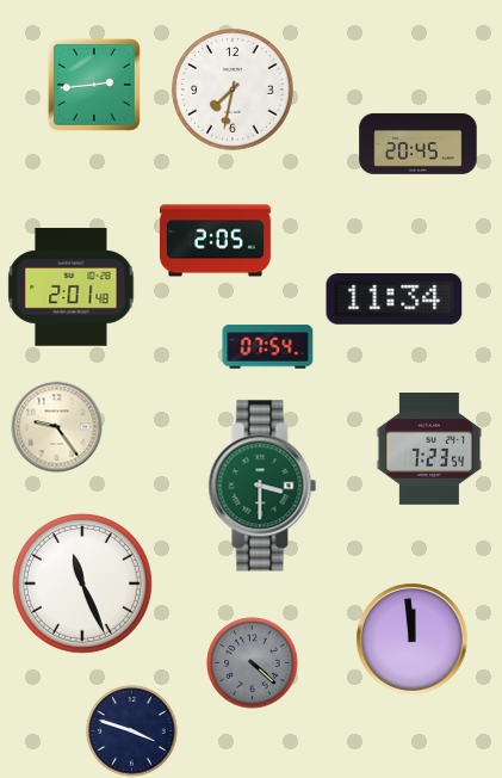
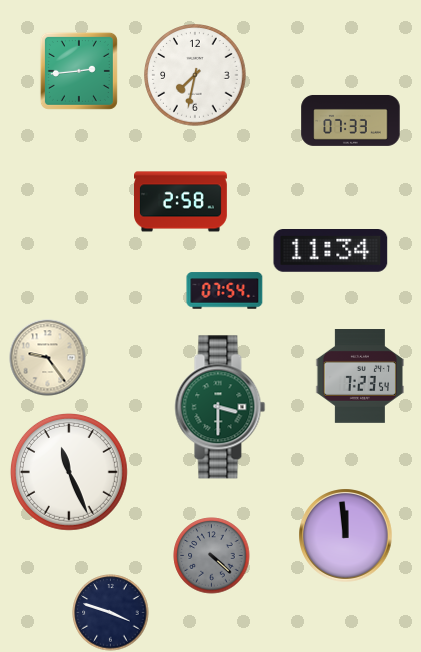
clock at (419, 143): 20:45 -> 07:33
clock at (216, 241): 2:05 -> 2:58
clock at (72, 286): 2:01 -> none
clock at (82, 583) position: (82, 583) -> (69, 472)
